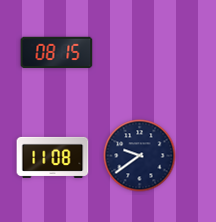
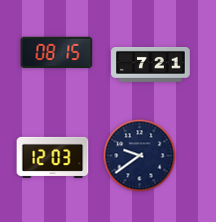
clock at (151, 65): none -> 7:21
clock at (53, 157): 11:08 -> 12:03
